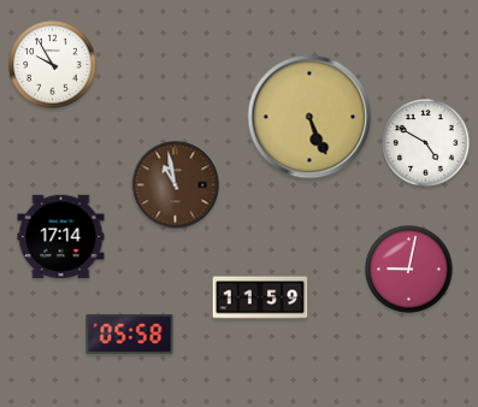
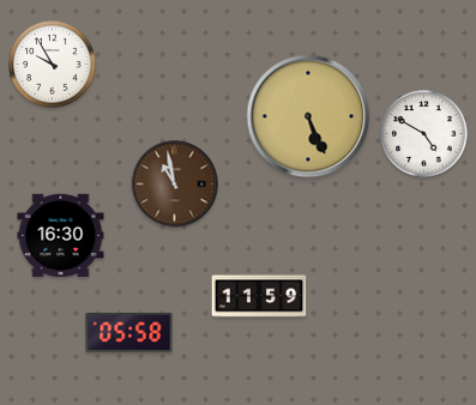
clock at (426, 143) position: (426, 143) -> (424, 134)
clock at (61, 237): 17:14 -> 16:30
clock at (409, 270): 9:02 -> none
